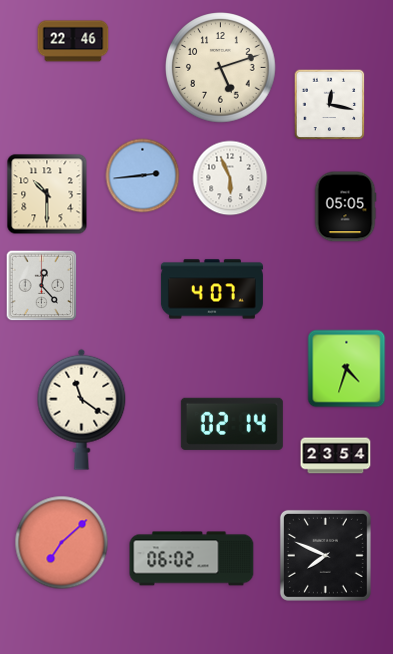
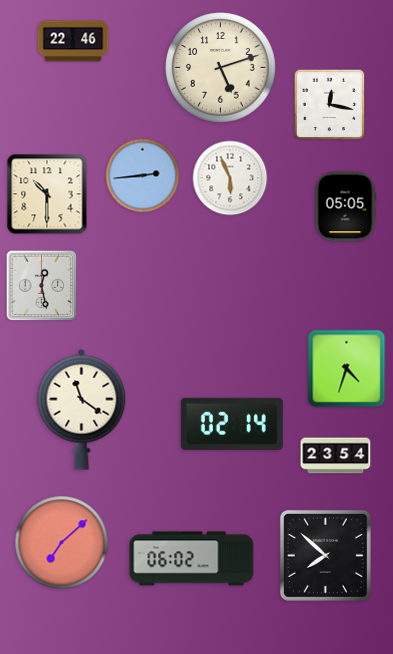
clock at (42, 286): 12:23 -> 12:28
clock at (212, 289): 4:07 -> none
clock at (325, 555): 7:49 -> 7:52
